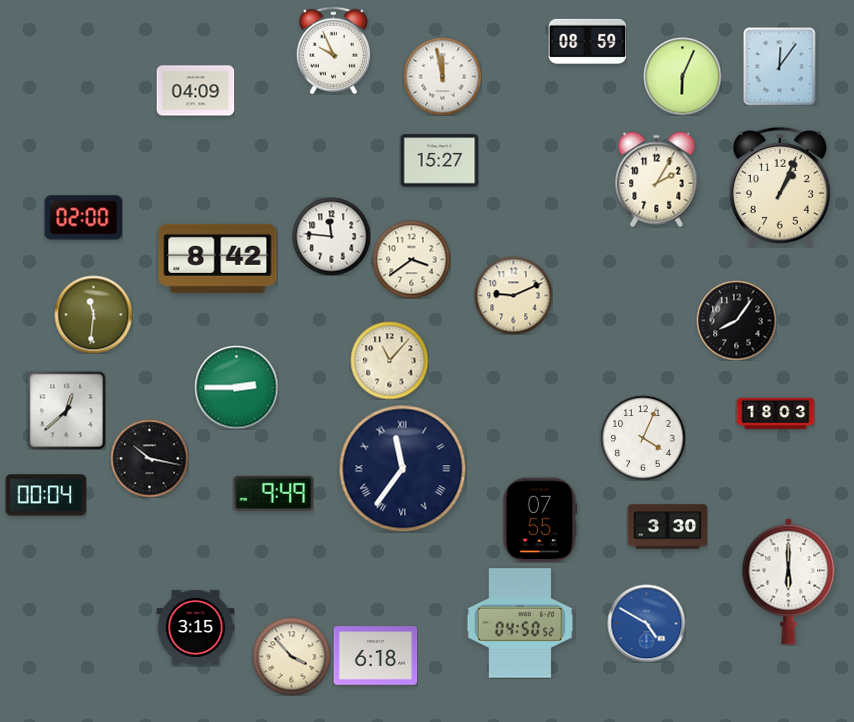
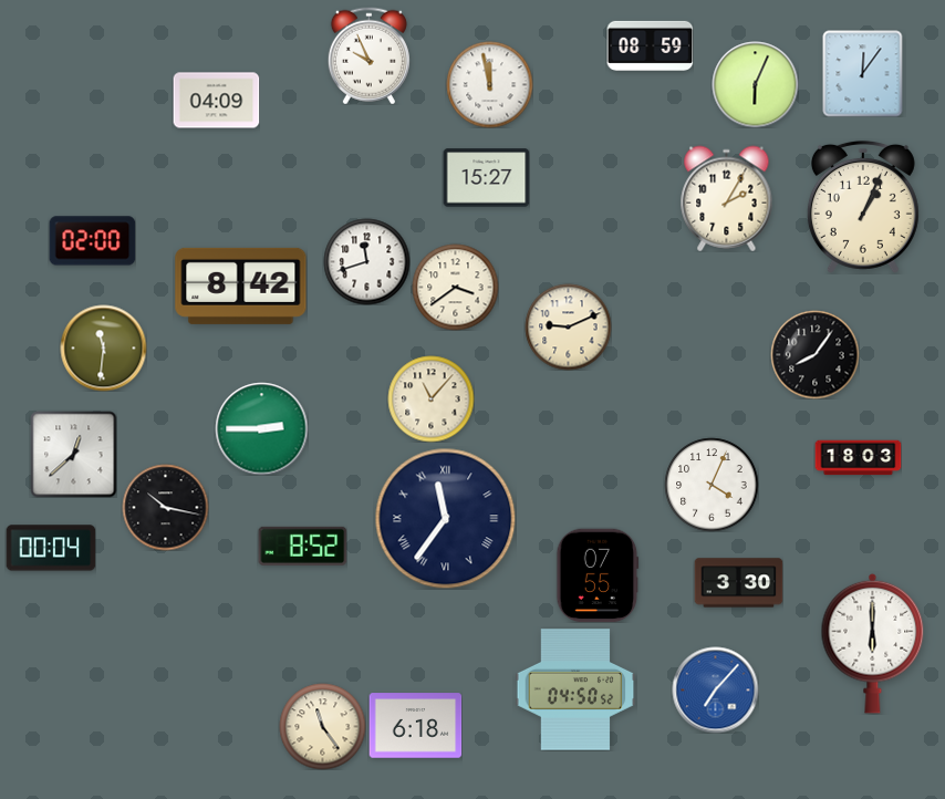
clock at (331, 236): 11:46 -> 11:42
clock at (273, 493): 9:49 -> 8:52
clock at (646, 623): 4:50 -> 7:07
clock at (195, 627): 3:15 -> none
clock at (291, 656): 3:53 -> 11:24
